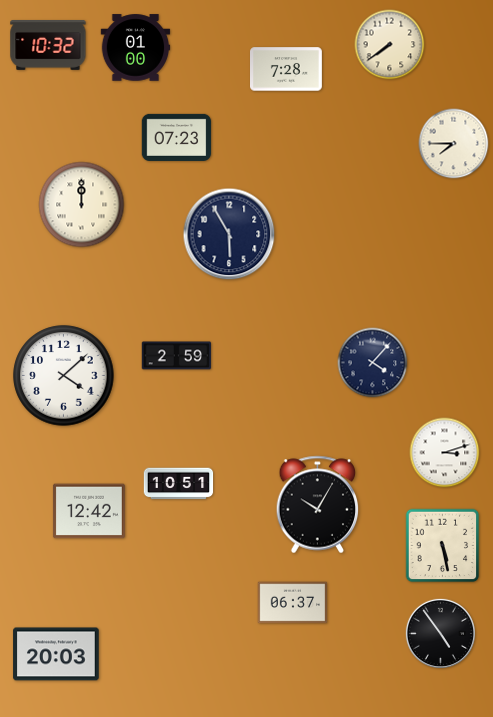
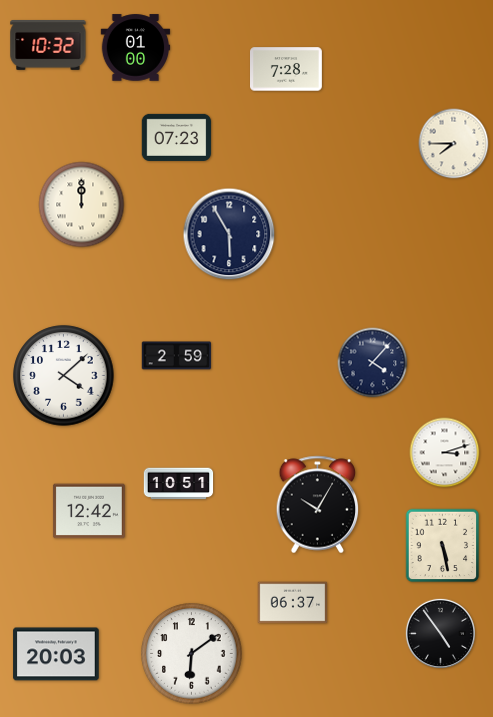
clock at (390, 45): 7:39 -> none
clock at (192, 654): none -> 6:09
